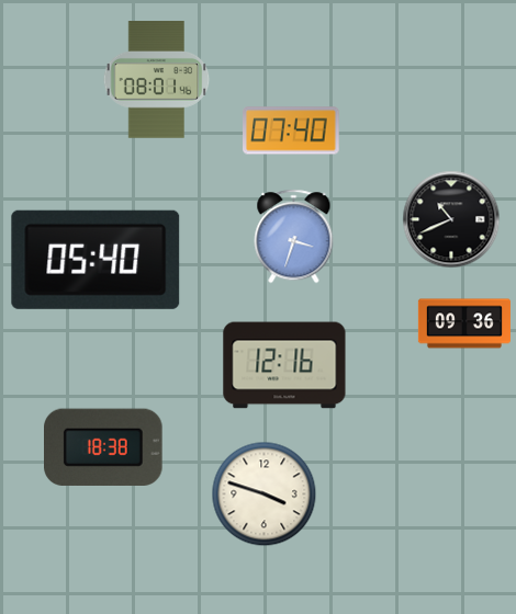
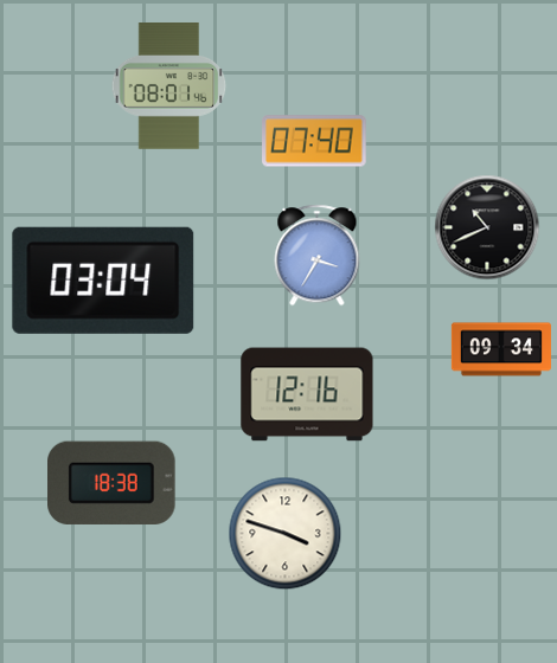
clock at (451, 219) position: (451, 219) -> (487, 227)
clock at (294, 237): 3:33 -> 3:35
clock at (96, 260): 05:40 -> 03:04
clock at (464, 323): 09:36 -> 09:34
